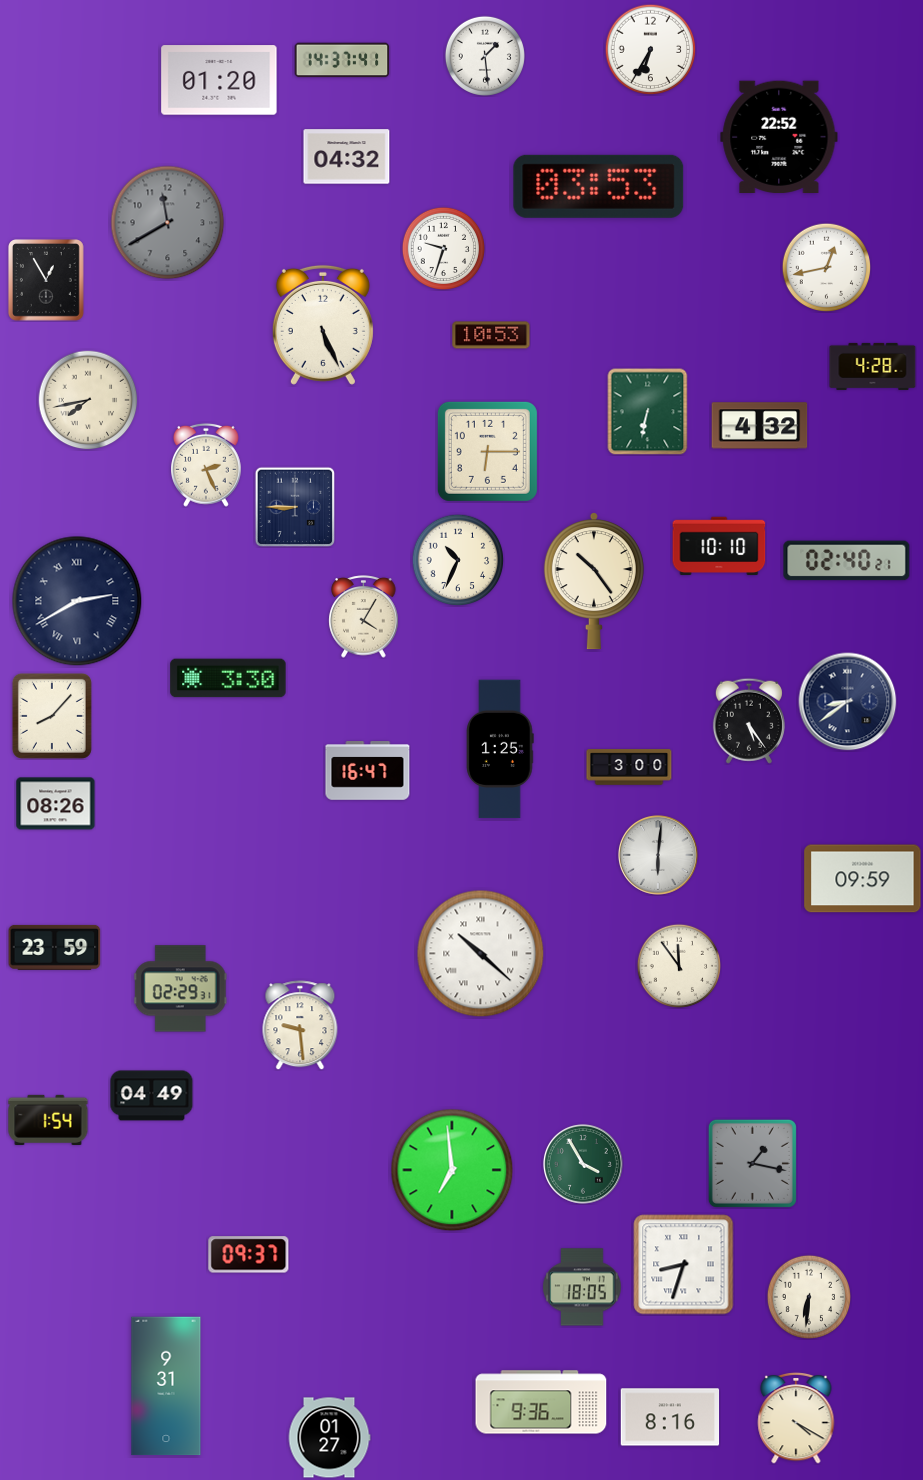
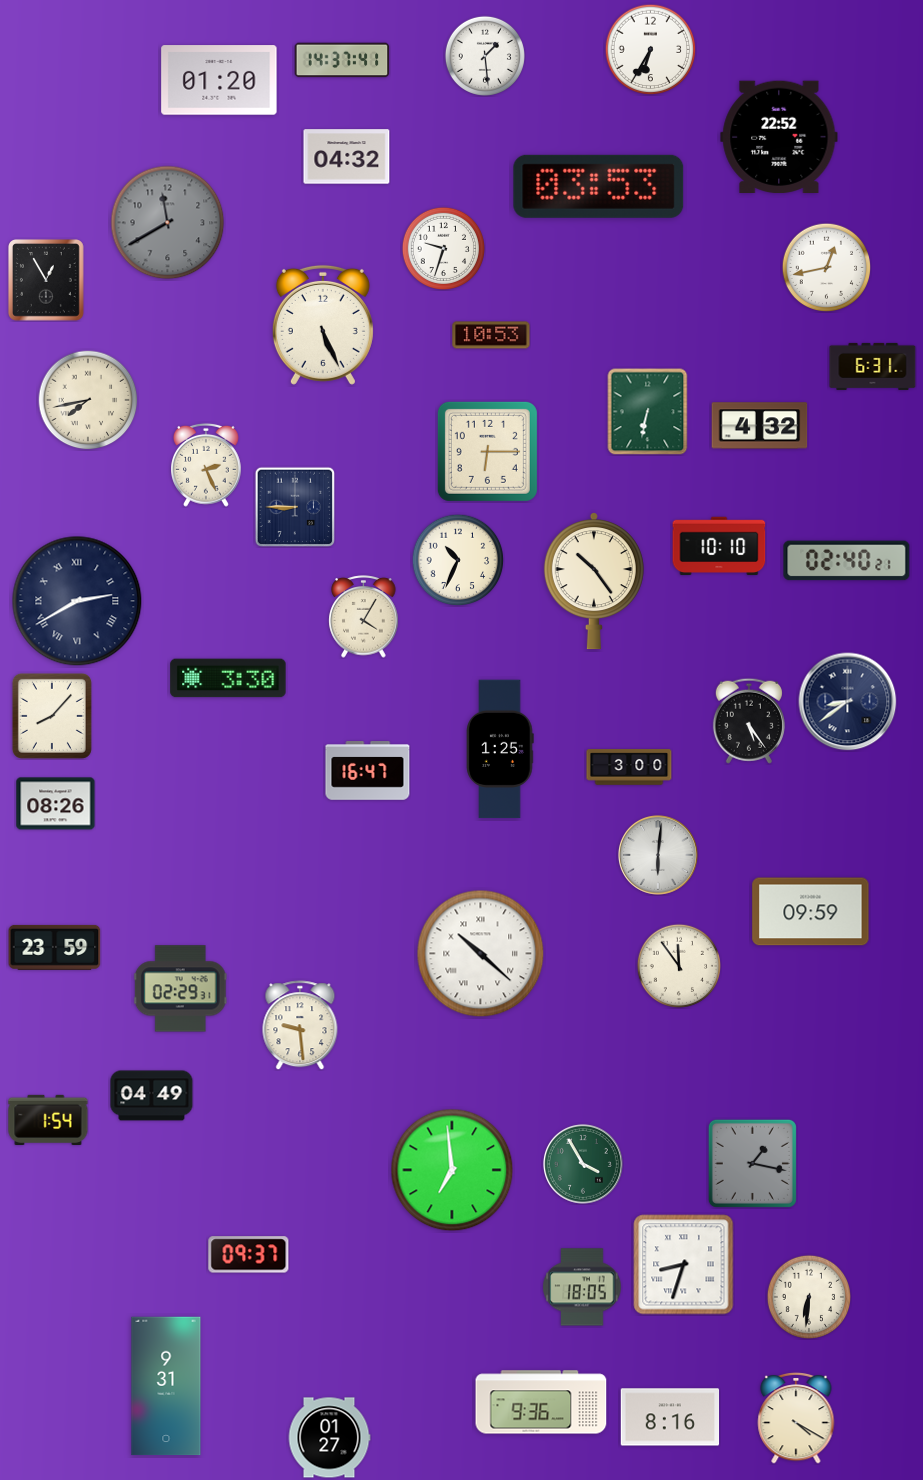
clock at (873, 366): 4:28 -> 6:31
clock at (863, 879) position: (863, 879) -> (811, 912)
